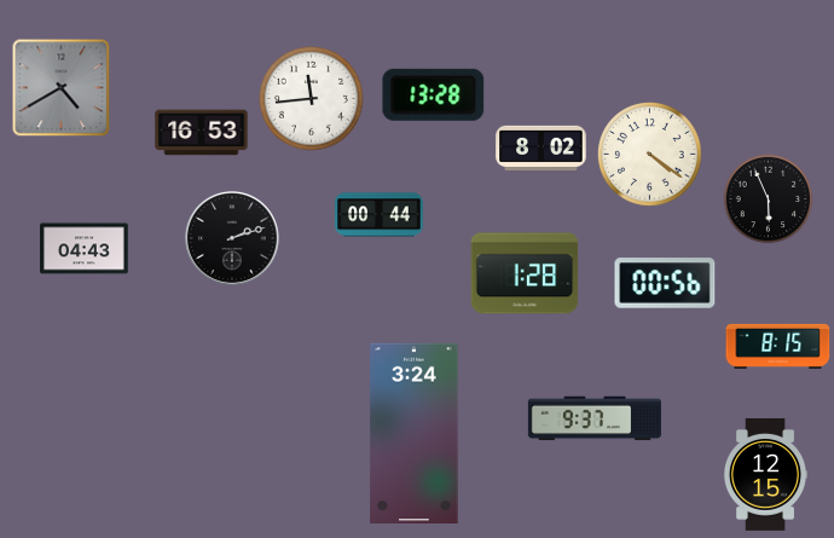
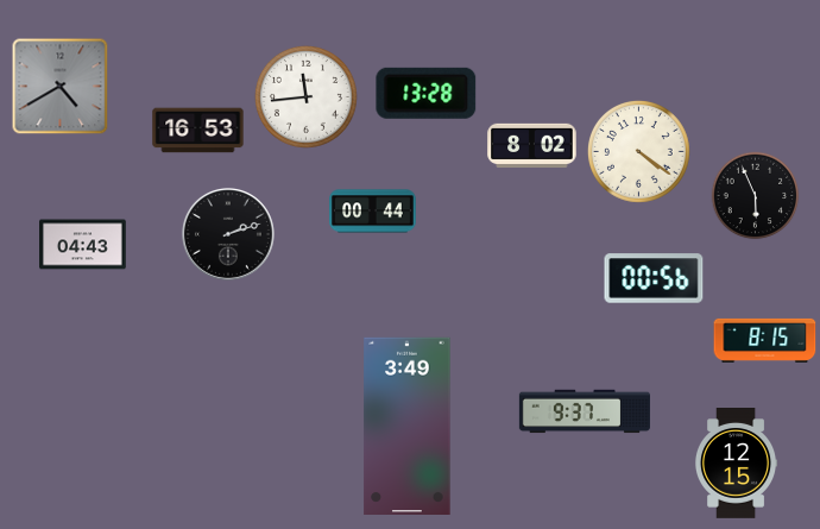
clock at (525, 273): 1:28 -> none
clock at (415, 433): 3:24 -> 3:49
clock at (765, 475) position: (765, 475) -> (736, 464)
